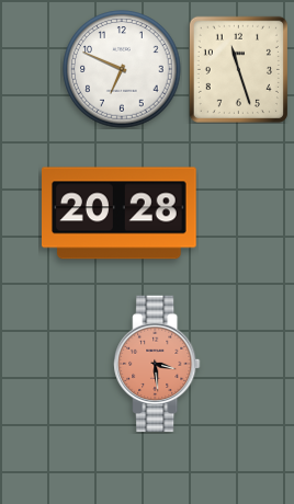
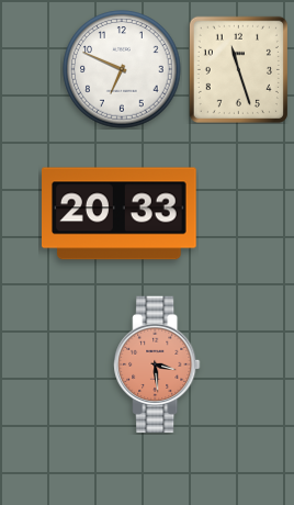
clock at (120, 214): 20:28 -> 20:33
